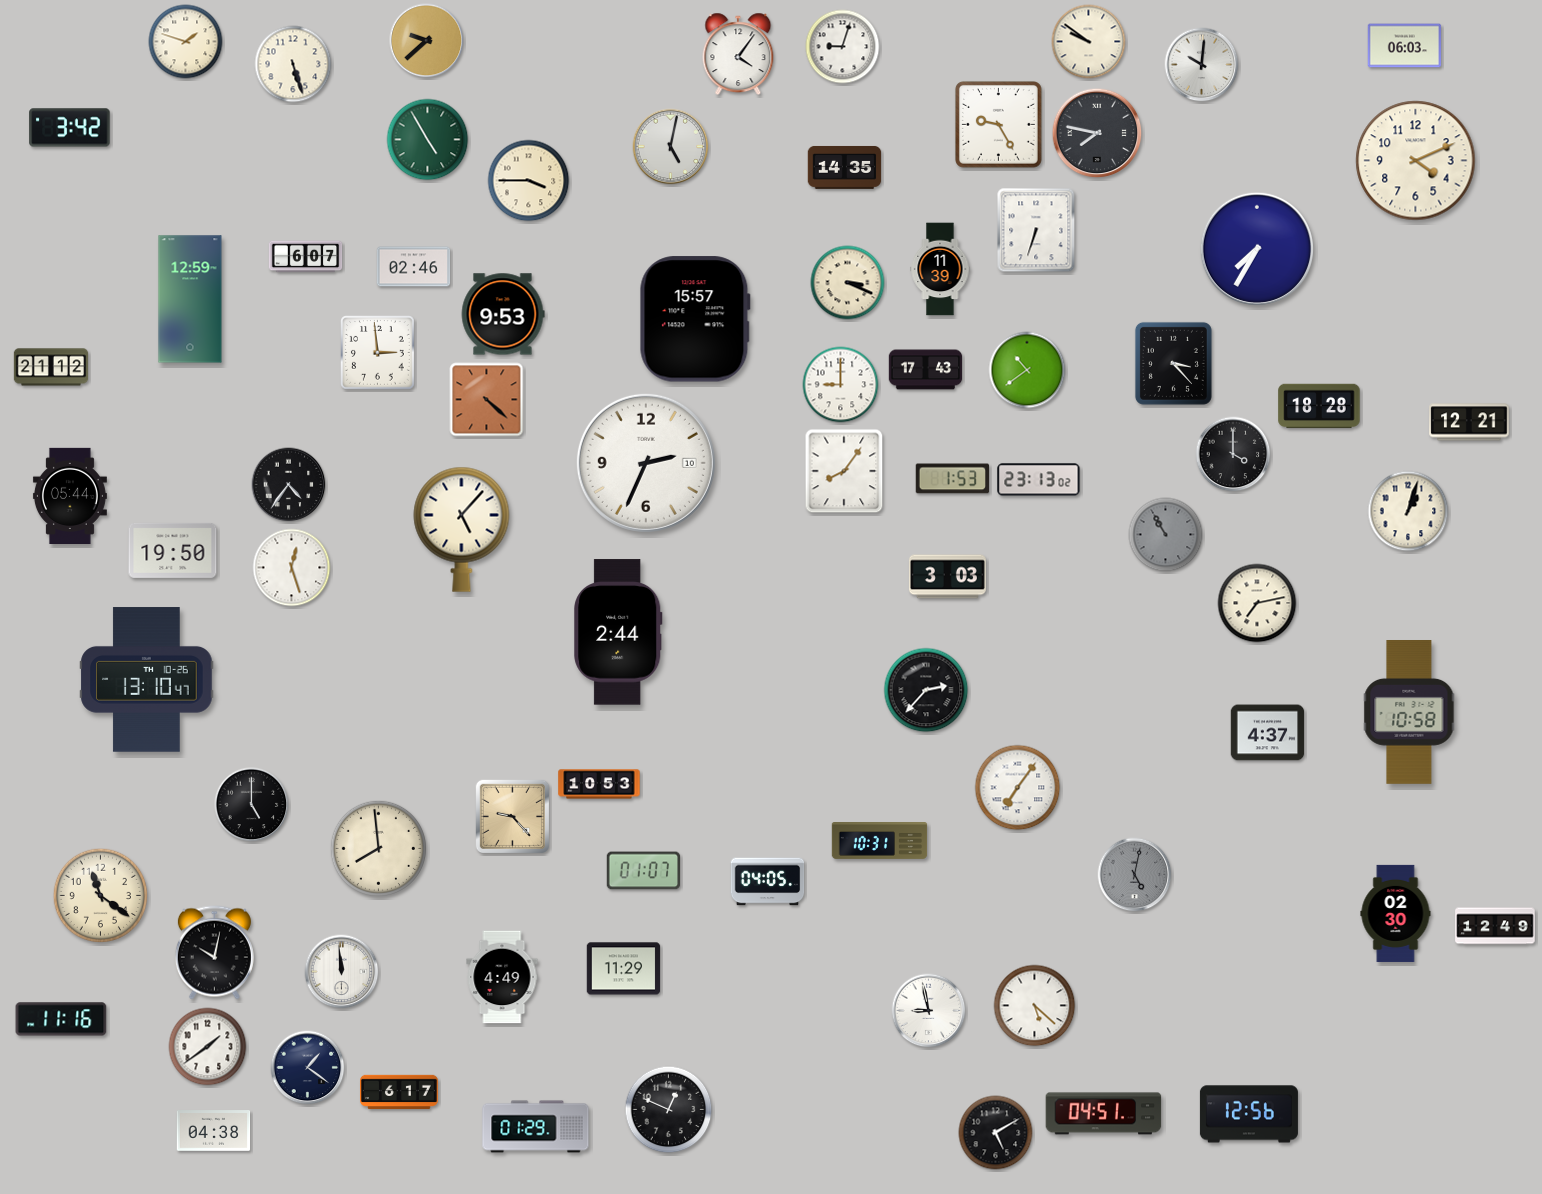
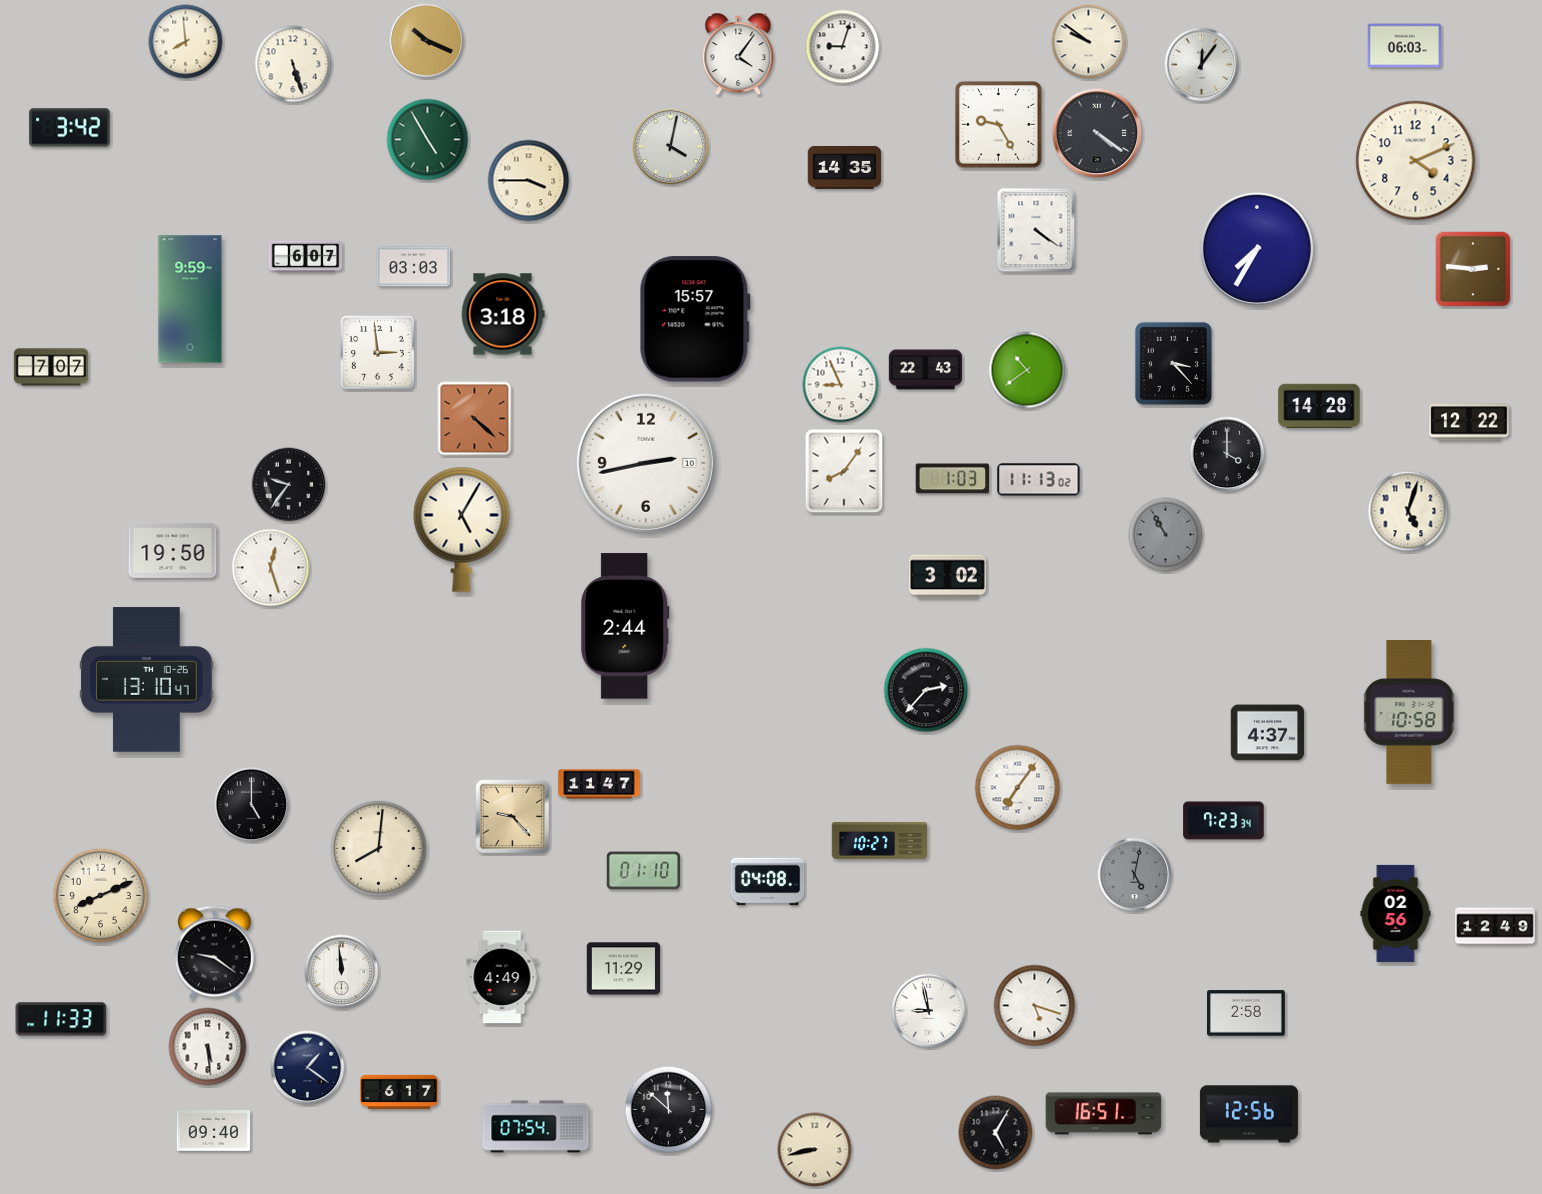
clock at (427, 41): 9:38 -> 10:19
clock at (186, 42): 1:48 -> 7:59
clock at (1202, 65): 10:01 -> 12:06
clock at (1097, 133): 7:47 -> 4:21
clock at (671, 147): 5:02 -> 4:02
clock at (1036, 230): 6:33 -> 4:21
clock at (414, 267): 02:46 -> 03:03
clock at (940, 269): 11:39 -> none
clock at (1473, 269): none -> 2:46
clock at (848, 283): 3:19 -> none
clock at (190, 299): 12:59 -> 9:59
clock at (503, 314): 9:53 -> 3:18
clock at (51, 367): 21:12 -> 7:07
clock at (926, 370): 17:43 -> 22:43
clock at (841, 385): 9:00 -> 8:56
clock at (487, 400) position: (487, 400) -> (475, 419)
clock at (1319, 406): 18:28 -> 14:28
clock at (1469, 422): 12:21 -> 12:22
clock at (1233, 454) position: (1233, 454) -> (1227, 454)
clock at (646, 463): 2:34 -> 2:43
clock at (953, 479): 1:53 -> 1:03
clock at (1039, 480): 23:13 -> 11:13
clock at (289, 485): 4:36 -> 9:36
clock at (70, 495): 05:44 -> none
clock at (1408, 511): 1:03 -> 5:03
clock at (462, 529): 5:07 -> 5:05
clock at (292, 568) position: (292, 568) -> (271, 568)
clock at (947, 577): 3:03 -> 3:02
clock at (1257, 603): 7:13 -> none
clock at (618, 632) position: (618, 632) -> (625, 626)
clock at (599, 784): 10:53 -> 11:47
clock at (1224, 821): none -> 7:23
clock at (880, 841): 10:31 -> 10:27
clock at (378, 848): 7:59 -> 8:01
clock at (644, 871): 01:07 -> 01:10
clock at (768, 882): 04:05 -> 04:08
clock at (101, 896): 11:21 -> 8:11
clock at (1396, 913): 02:30 -> 02:56
clock at (214, 953): 10:02 -> 9:21
clock at (1035, 1006): 5:22 -> 5:18
clock at (1247, 1013): none -> 2:58
clock at (61, 1019): 11:16 -> 11:33
clock at (208, 1047): 1:39 -> 5:29
clock at (669, 1110): 12:49 -> 11:52
clock at (1104, 1114): 04:51 -> 16:51
clock at (536, 1127): 01:29 -> 07:54
clock at (214, 1131): 04:38 -> 09:40
clock at (996, 1133): 5:10 -> 5:05
clock at (815, 1150): none -> 8:43
